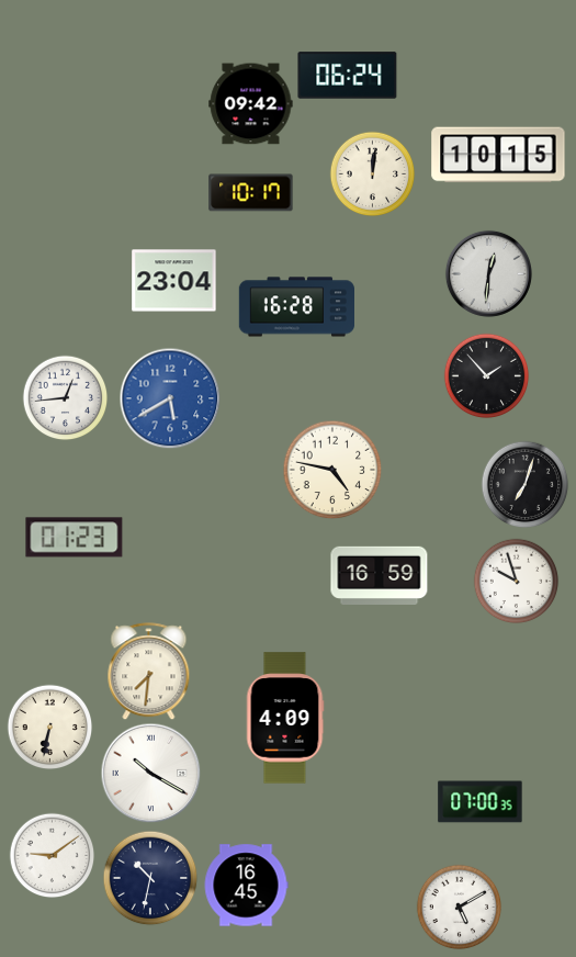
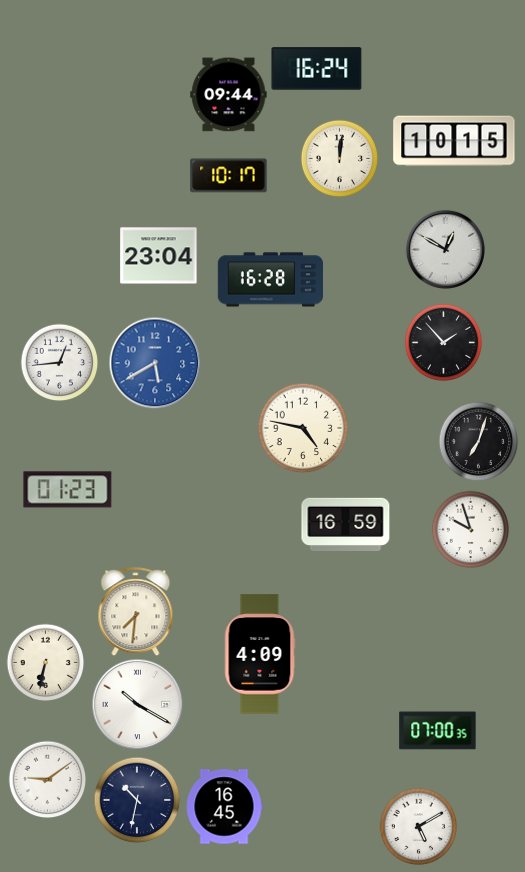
clock at (348, 76): 06:24 -> 16:24
clock at (251, 104): 09:42 -> 09:44
clock at (488, 273): 12:31 -> 12:50
